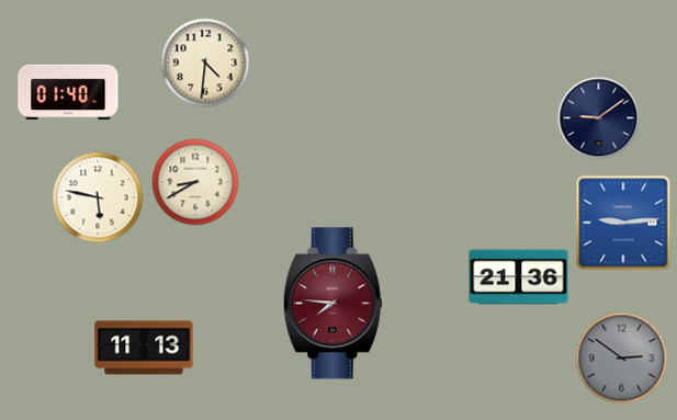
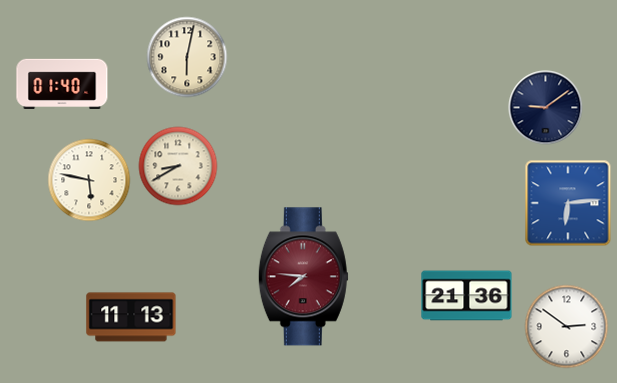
clock at (205, 63): 4:31 -> 6:02
clock at (623, 223): 9:14 -> 6:14
clock at (519, 277) position: (519, 277) -> (467, 296)
clock at (622, 359) dial: grey -> white
